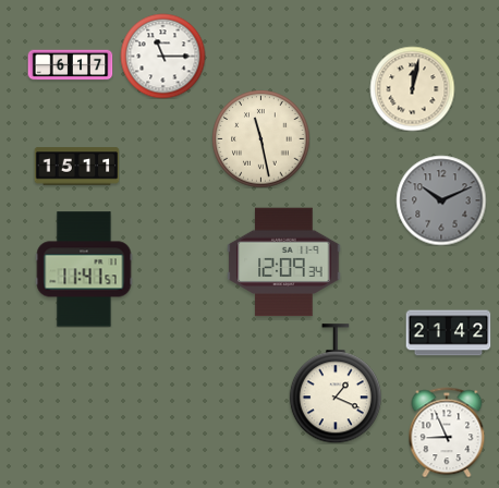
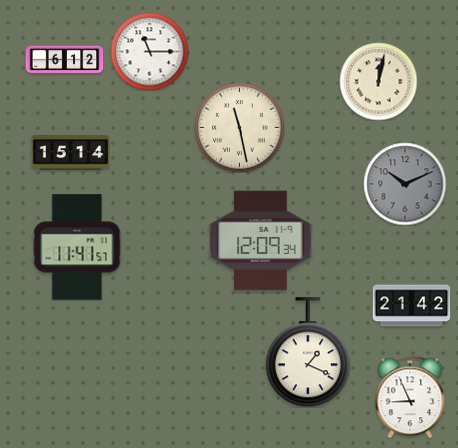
clock at (70, 65): 6:17 -> 6:12
clock at (76, 167): 15:11 -> 15:14
